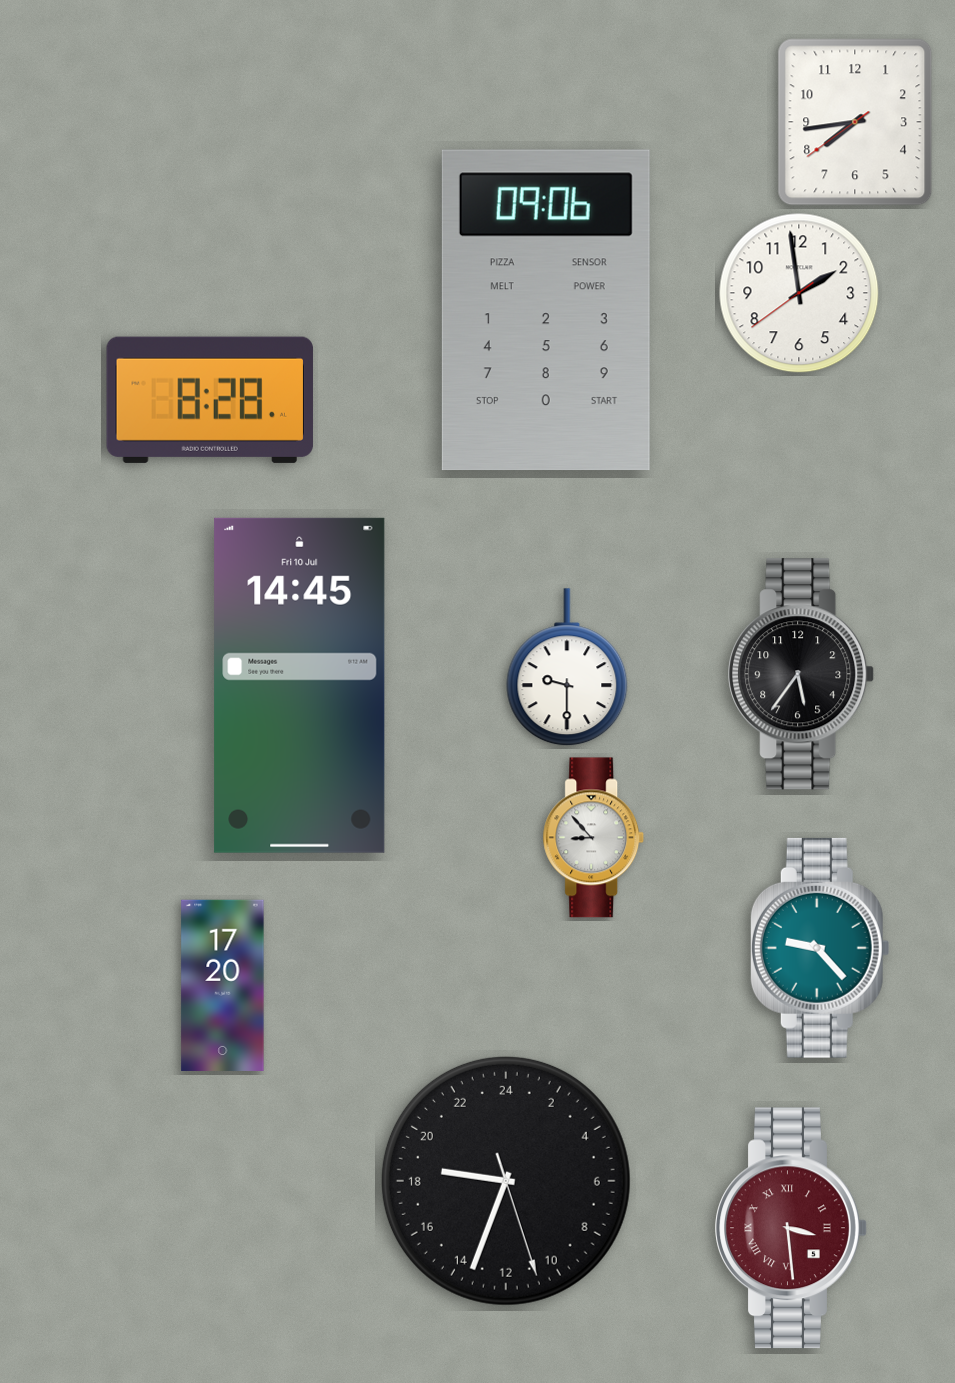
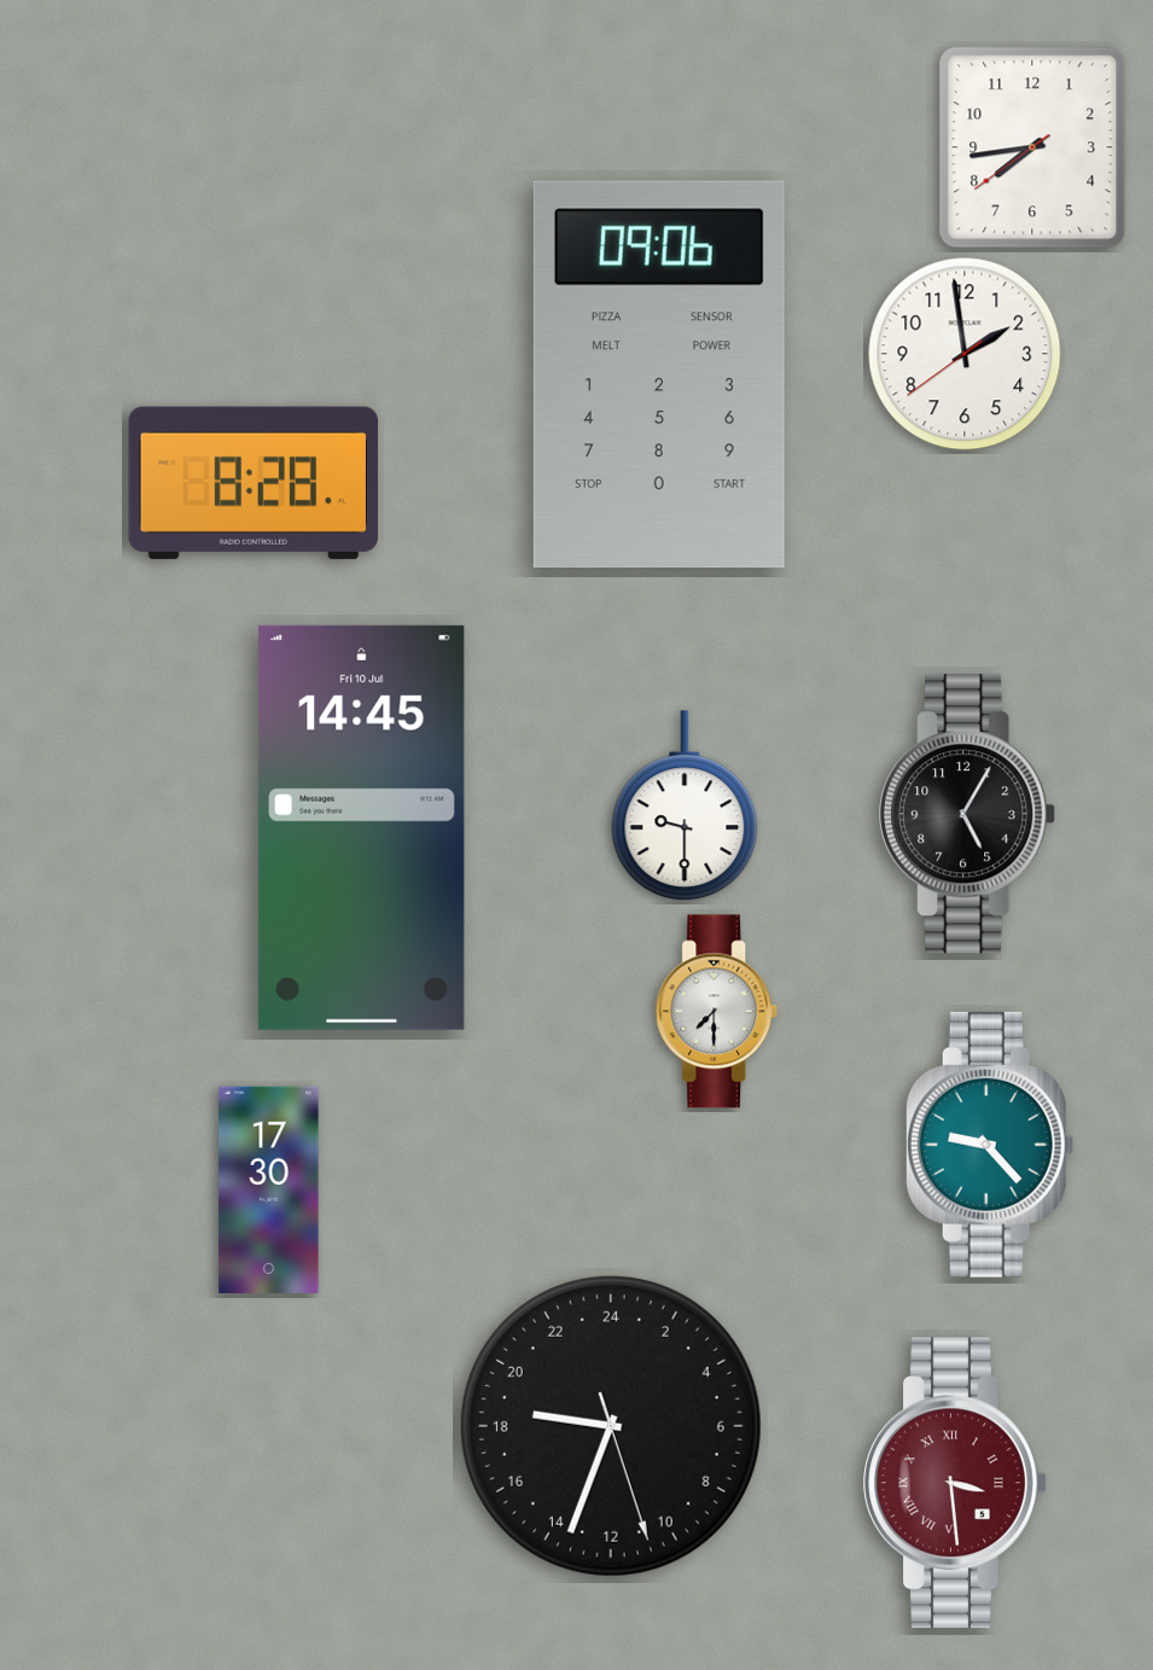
clock at (802, 674): 5:36 -> 5:05
clock at (594, 838): 8:53 -> 7:30
clock at (223, 985): 17:20 -> 17:30
